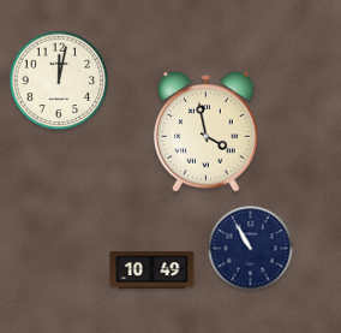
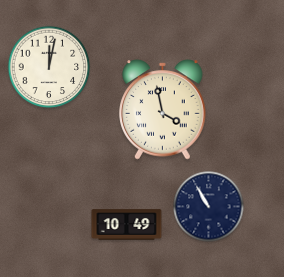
clock at (207, 132) position: (207, 132) -> (163, 110)
